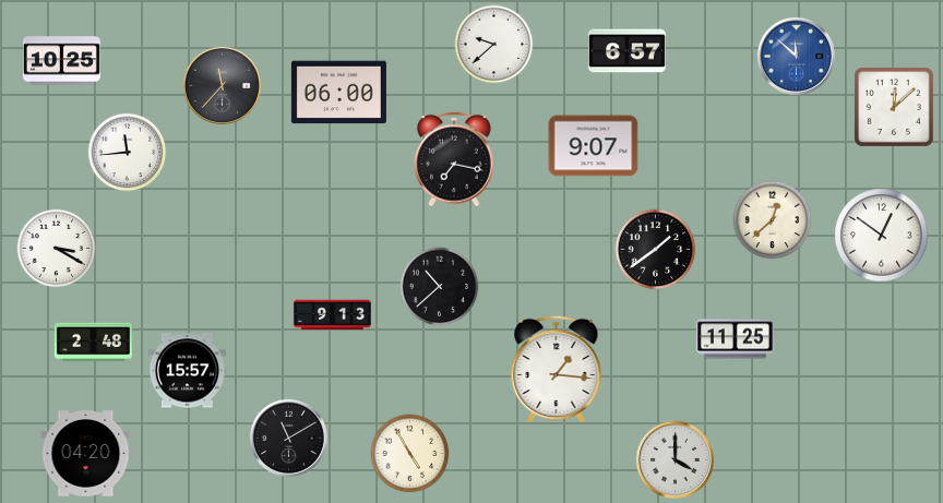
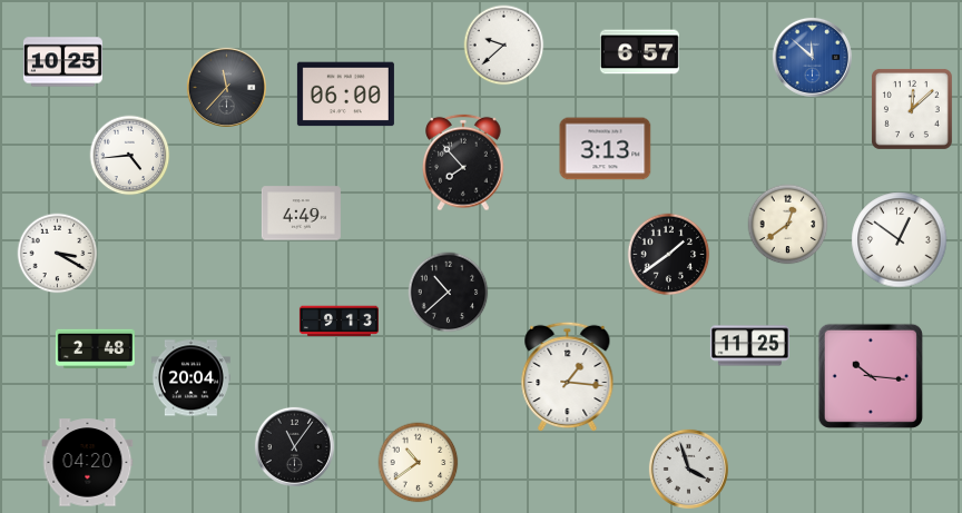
clock at (594, 146): 9:07 -> 3:13
clock at (128, 153): 11:44 -> 4:44
clock at (455, 159): 7:17 -> 7:53
clock at (301, 214): none -> 4:49
clock at (773, 220): 12:38 -> 12:39
clock at (871, 376): none -> 10:16
clock at (187, 371): 15:57 -> 20:04
clock at (288, 438): 11:10 -> 11:06
clock at (410, 454): 4:55 -> 10:39
clock at (675, 459): 4:00 -> 3:57
